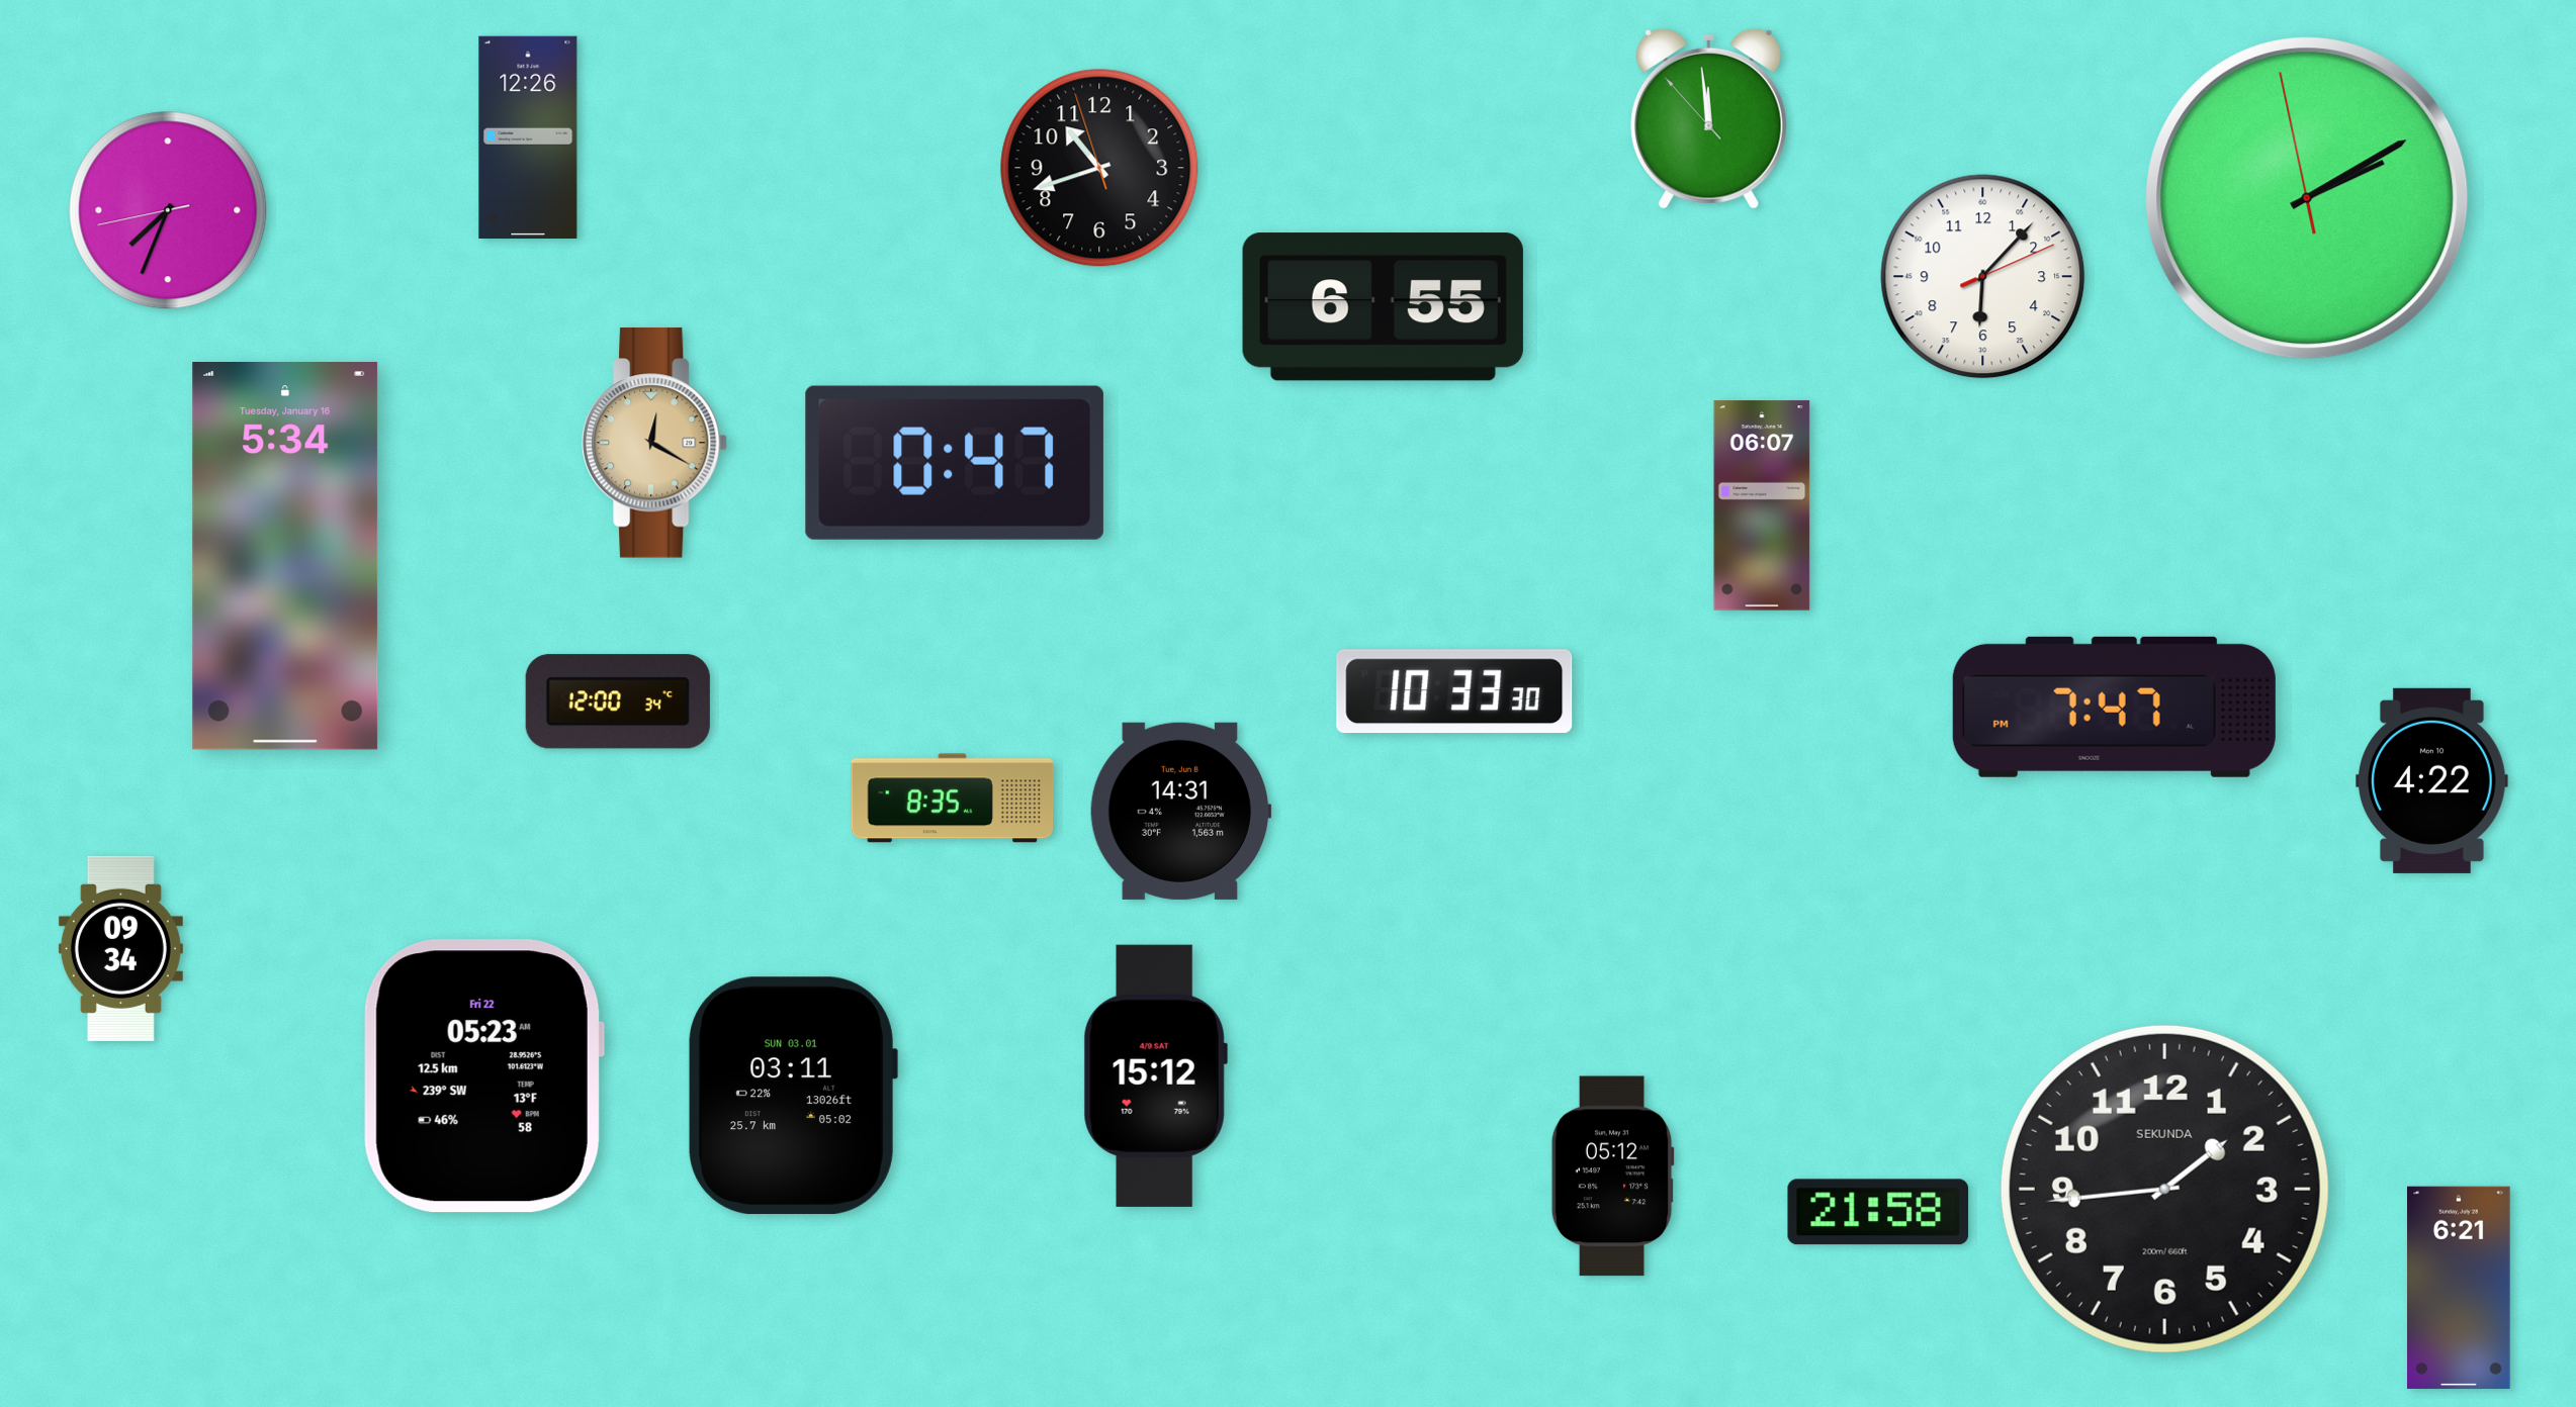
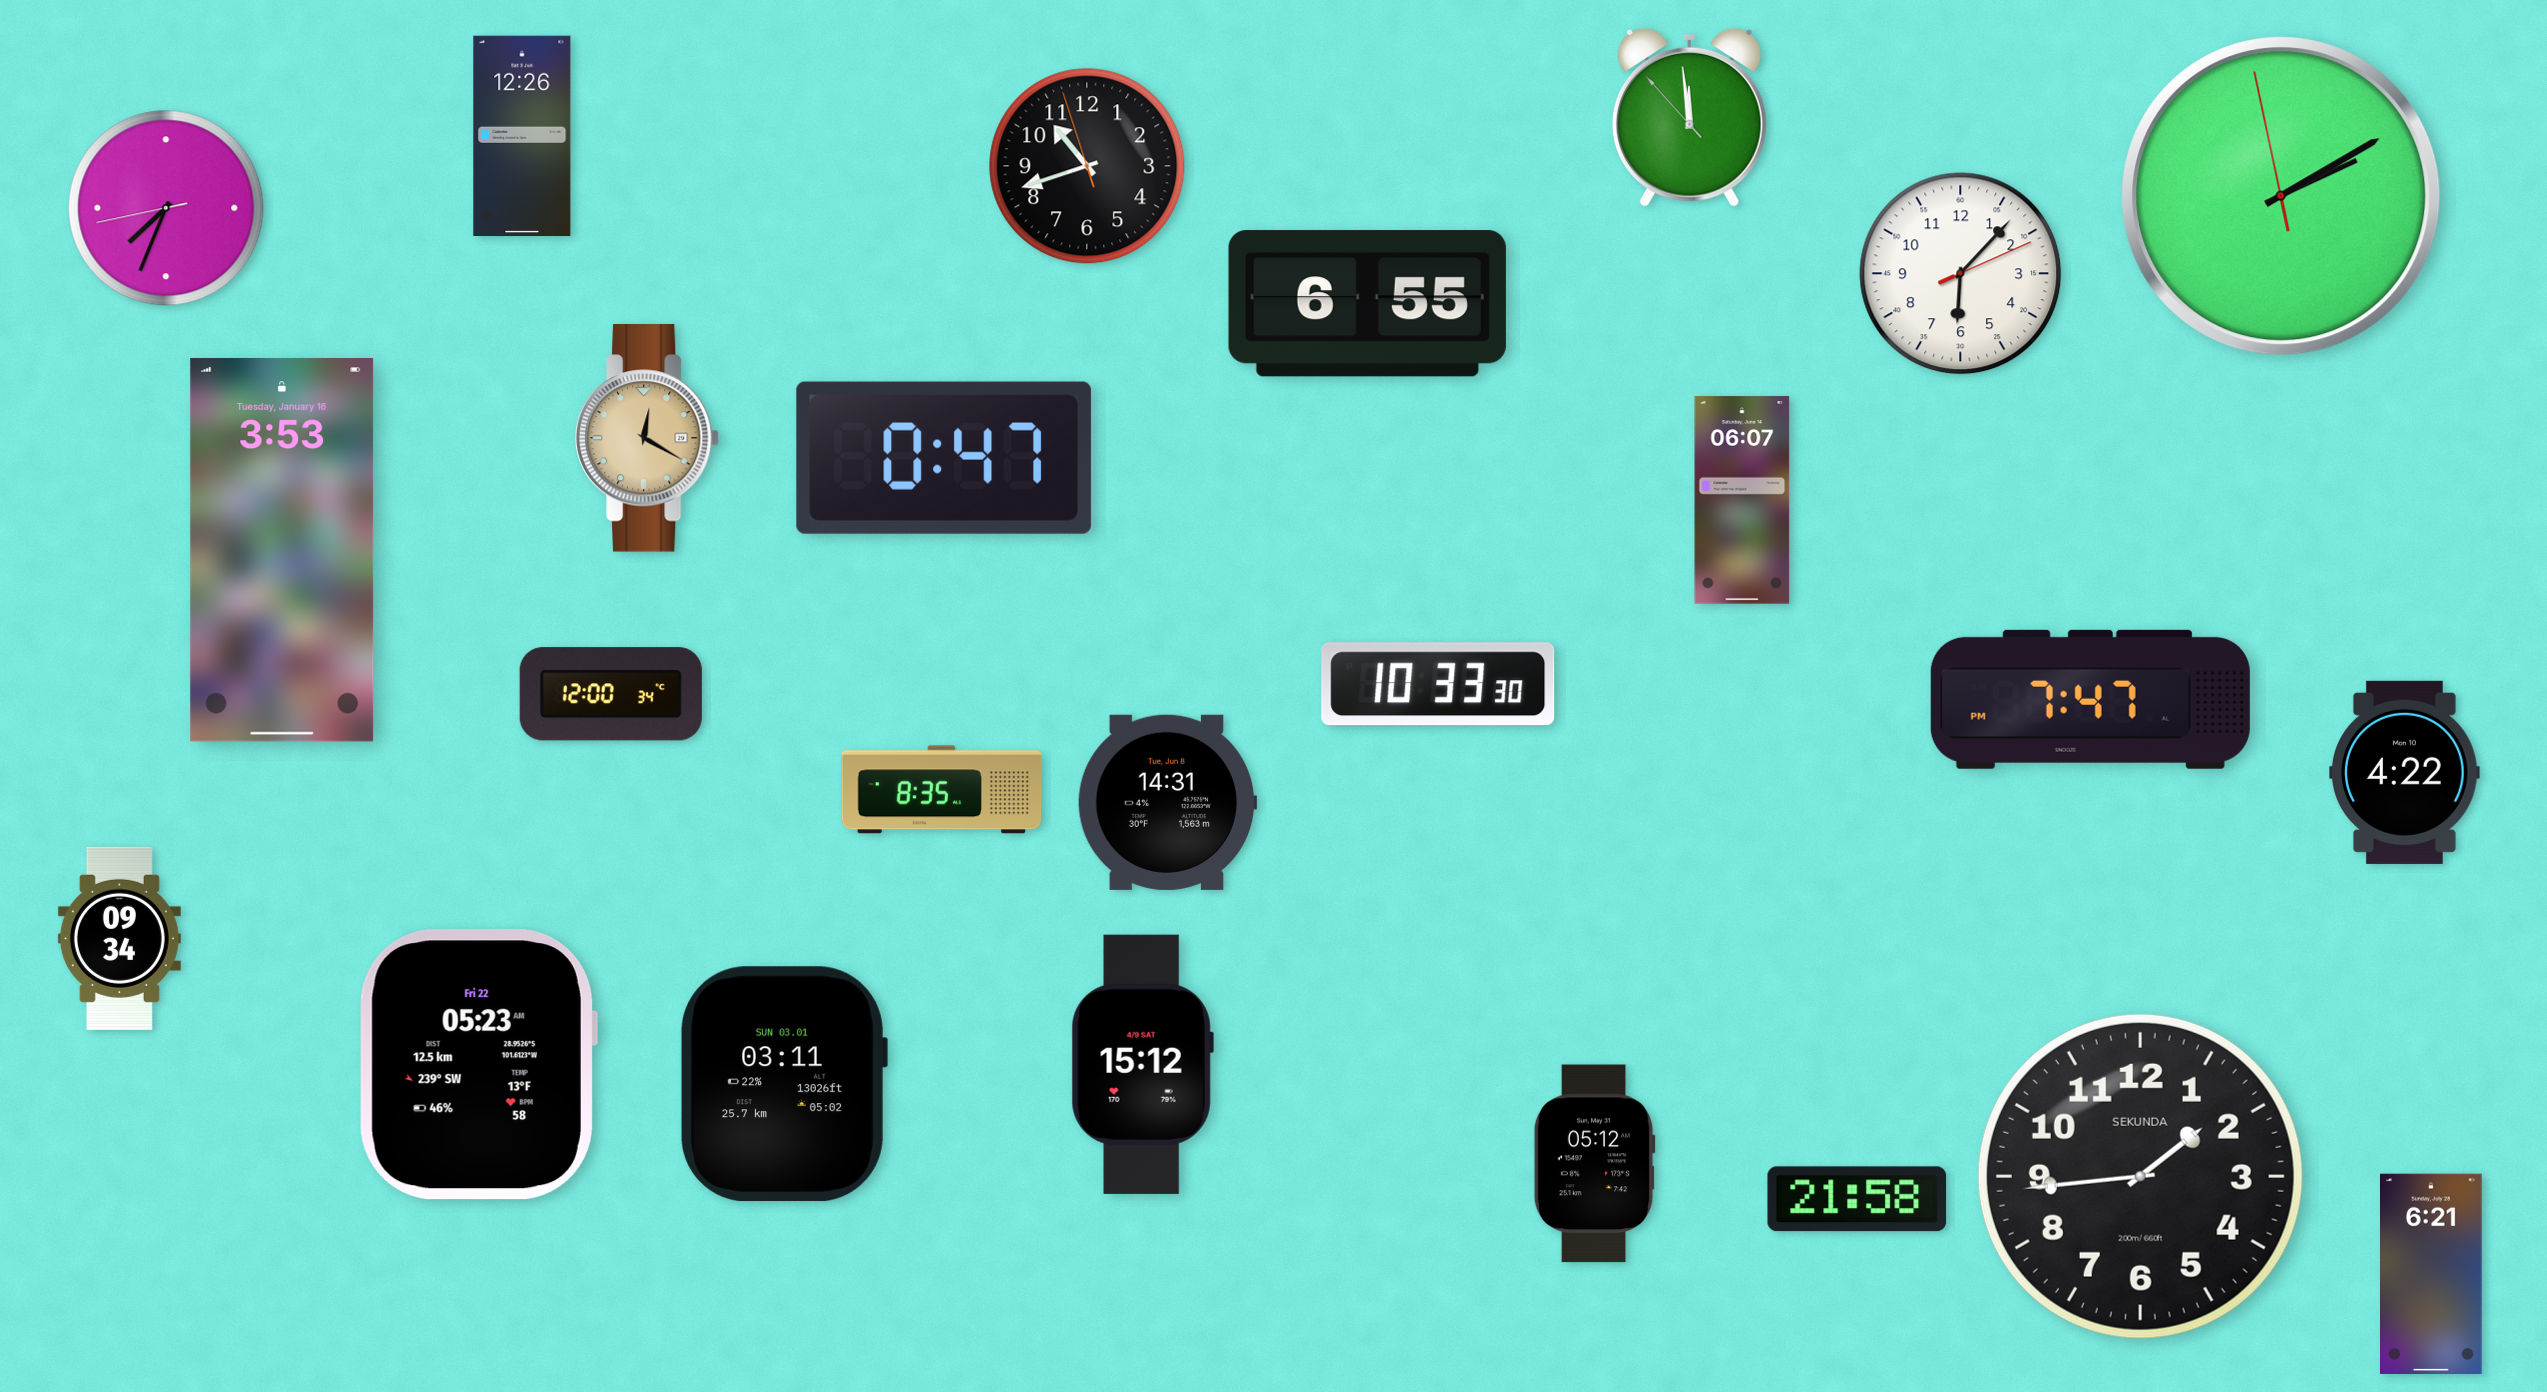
clock at (285, 557): 5:34 -> 3:53
